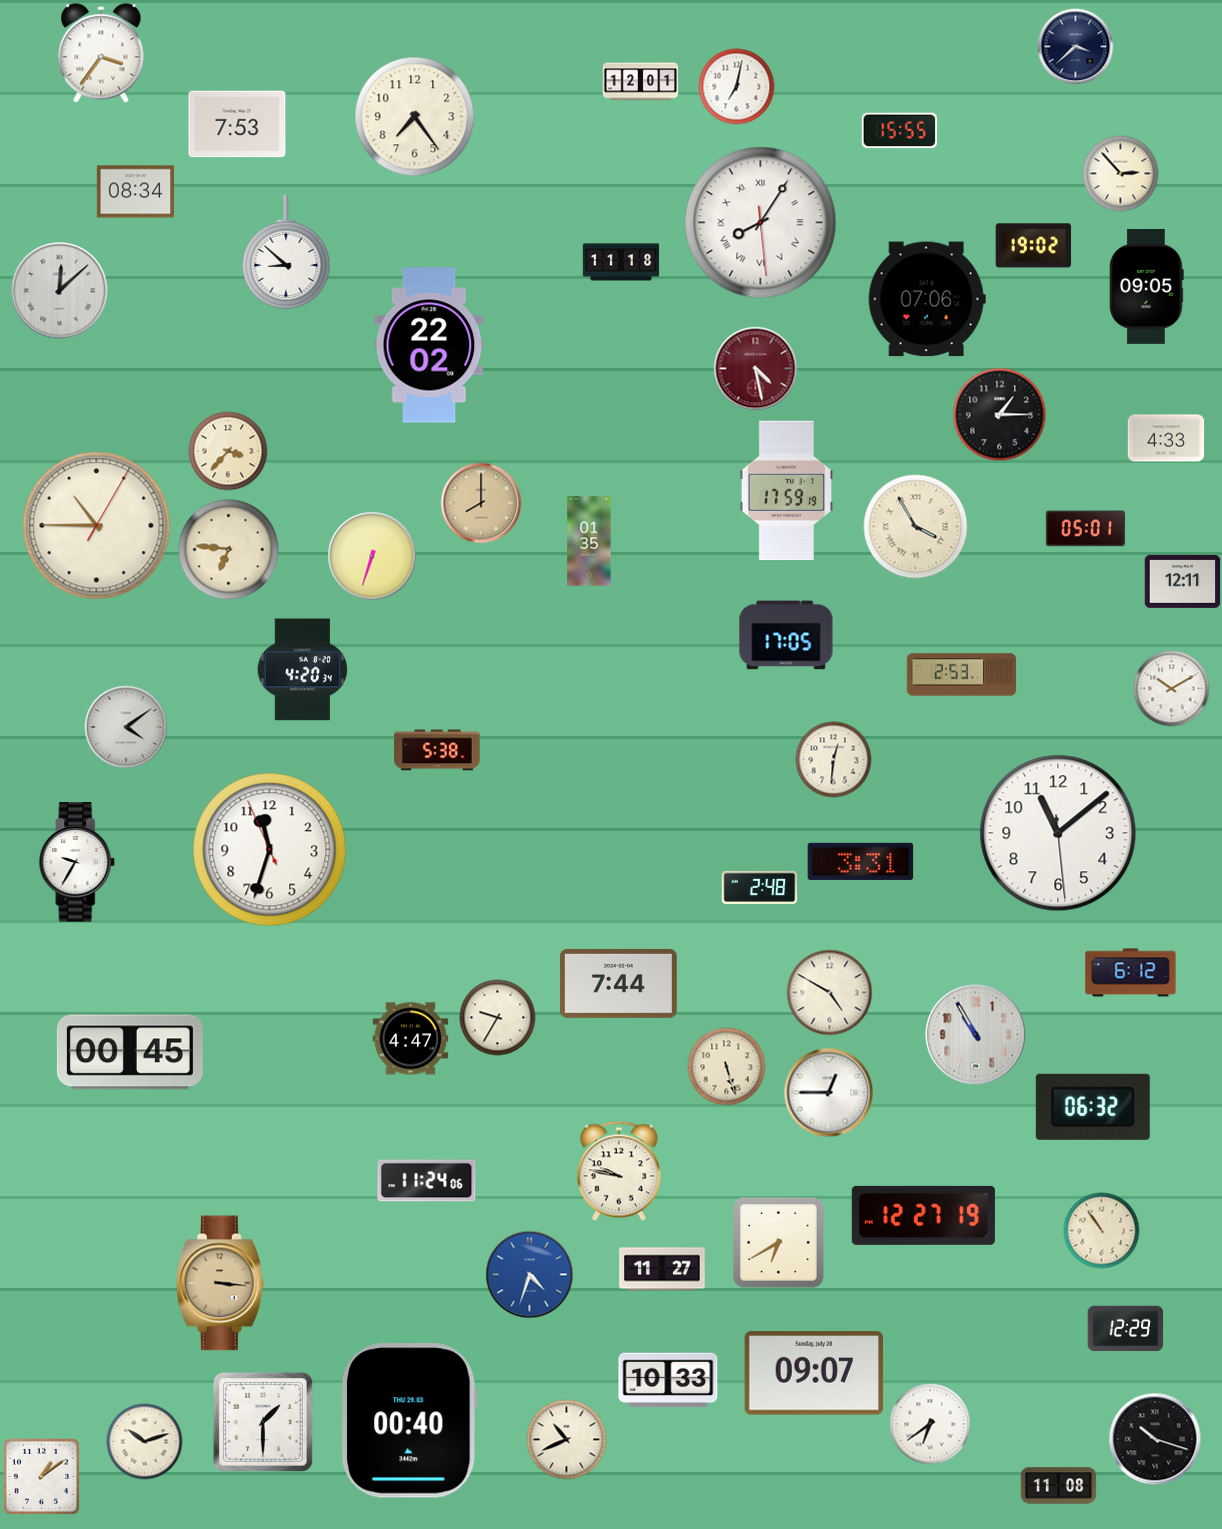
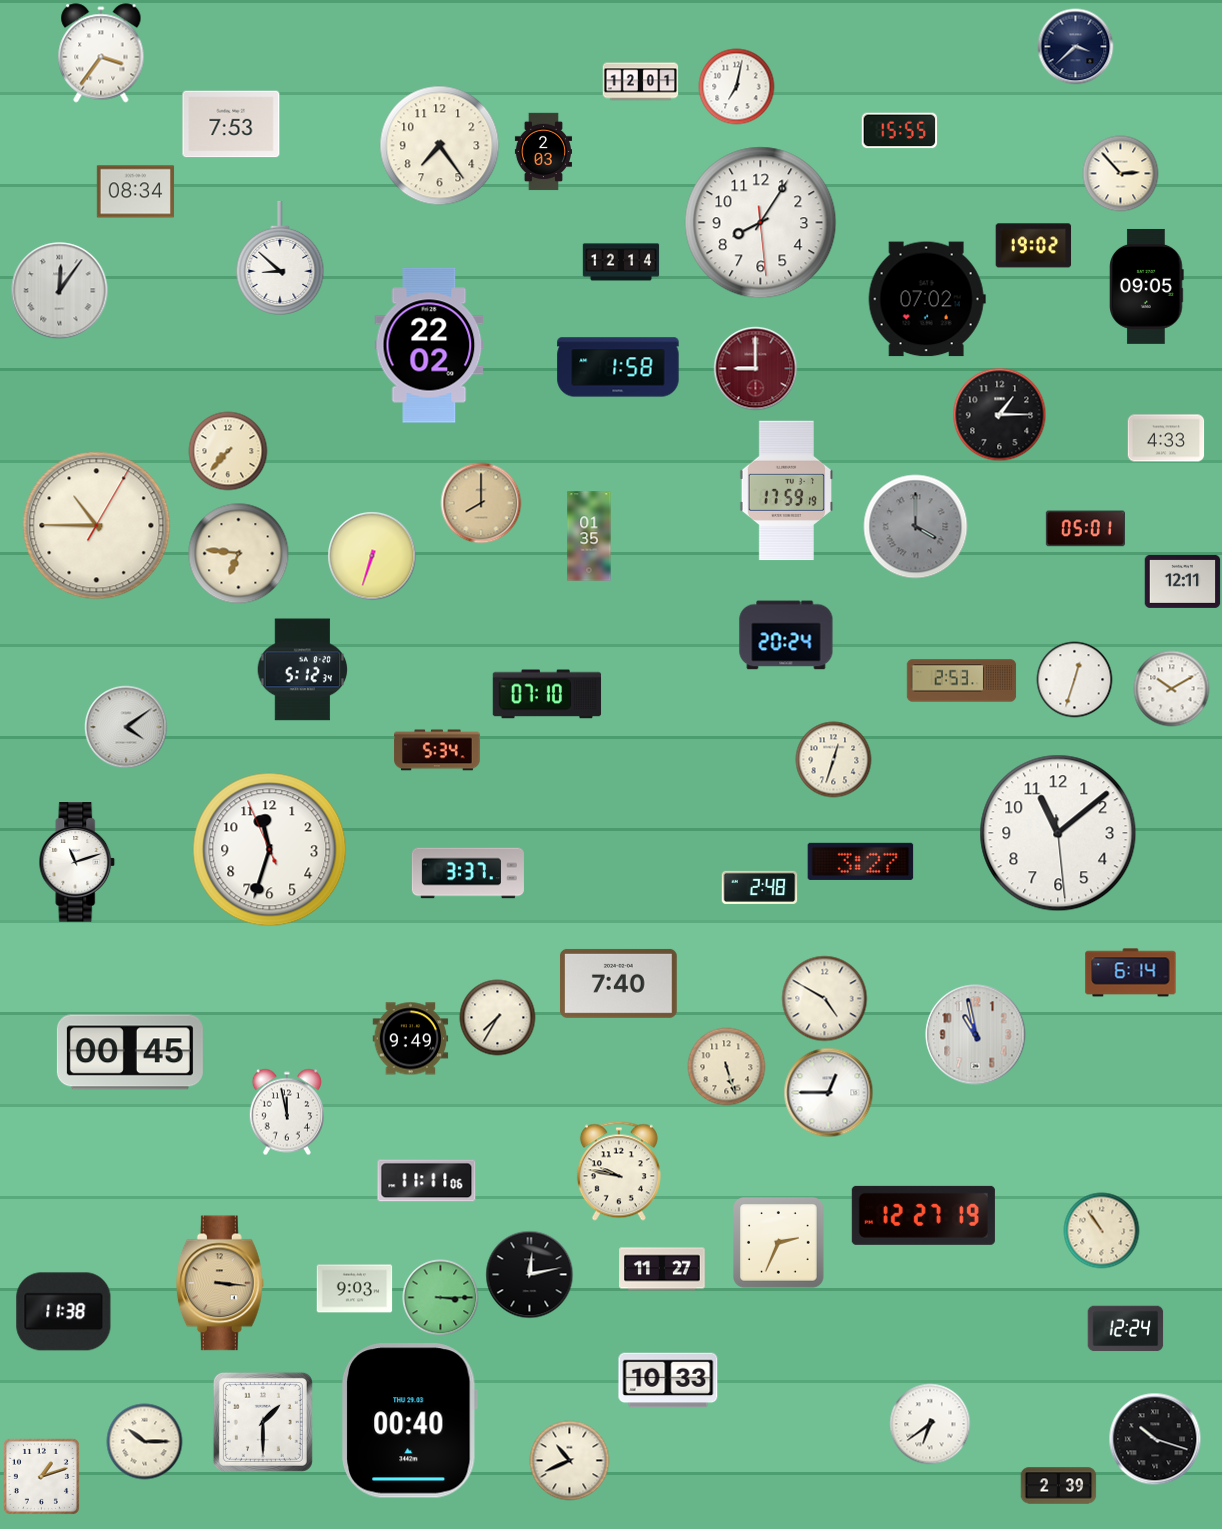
clock at (415, 117) position: (415, 117) -> (440, 146)
clock at (237, 124) position: (237, 124) -> (231, 124)
clock at (543, 152): none -> 2:03
clock at (761, 223) numerals: Roman -> Arabic
clock at (286, 252) position: (286, 252) -> (280, 258)
clock at (621, 262): 11:18 -> 12:14
clock at (60, 291): 12:08 -> 12:06
clock at (927, 299): 07:06 -> 07:02
clock at (618, 367): none -> 1:58
clock at (756, 369): 4:28 -> 9:00
clock at (228, 451): 3:37 -> 7:37
clock at (916, 527): 3:55 -> 4:00
clock at (916, 527) dial: cream -> grey
clock at (589, 541) position: (589, 541) -> (589, 536)
clock at (229, 550) position: (229, 550) -> (239, 554)
clock at (786, 635): 17:05 -> 20:24
clock at (303, 670): 4:20 -> 5:12
clock at (962, 675) position: (962, 675) -> (962, 681)
clock at (1075, 680): none -> 12:33
clock at (547, 694): none -> 07:10
clock at (437, 750): 5:38 -> 5:34
clock at (834, 760): 12:31 -> 12:33
clock at (861, 861): 3:31 -> 3:27
clock at (77, 862): 9:35 -> 11:12
clock at (468, 873): none -> 3:37
clock at (1131, 973): 6:12 -> 6:14
clock at (618, 983): 7:44 -> 7:40
clock at (830, 993) position: (830, 993) -> (825, 999)
clock at (498, 1018): 9:35 -> 7:35
clock at (976, 1035): 10:55 -> 10:58
clock at (411, 1039): 4:47 -> 9:49
clock at (1093, 1107): 06:32 -> none
clock at (287, 1112): none -> 11:58
clock at (427, 1181): 11:24 -> 11:11
clock at (779, 1243): 6:40 -> 2:34
clock at (530, 1275): 4:33 -> 12:13
clock at (530, 1275) dial: blue -> black
clock at (355, 1289): none -> 9:03
clock at (441, 1298): none -> 3:15
clock at (64, 1312): none -> 11:38
clock at (1126, 1329): 12:29 -> 12:24
clock at (814, 1373): 09:07 -> none
clock at (567, 1440) position: (567, 1440) -> (570, 1461)
clock at (145, 1442): 10:12 -> 10:15
clock at (41, 1476): 1:09 -> 1:12
clock at (1059, 1486): 11:08 -> 2:39
